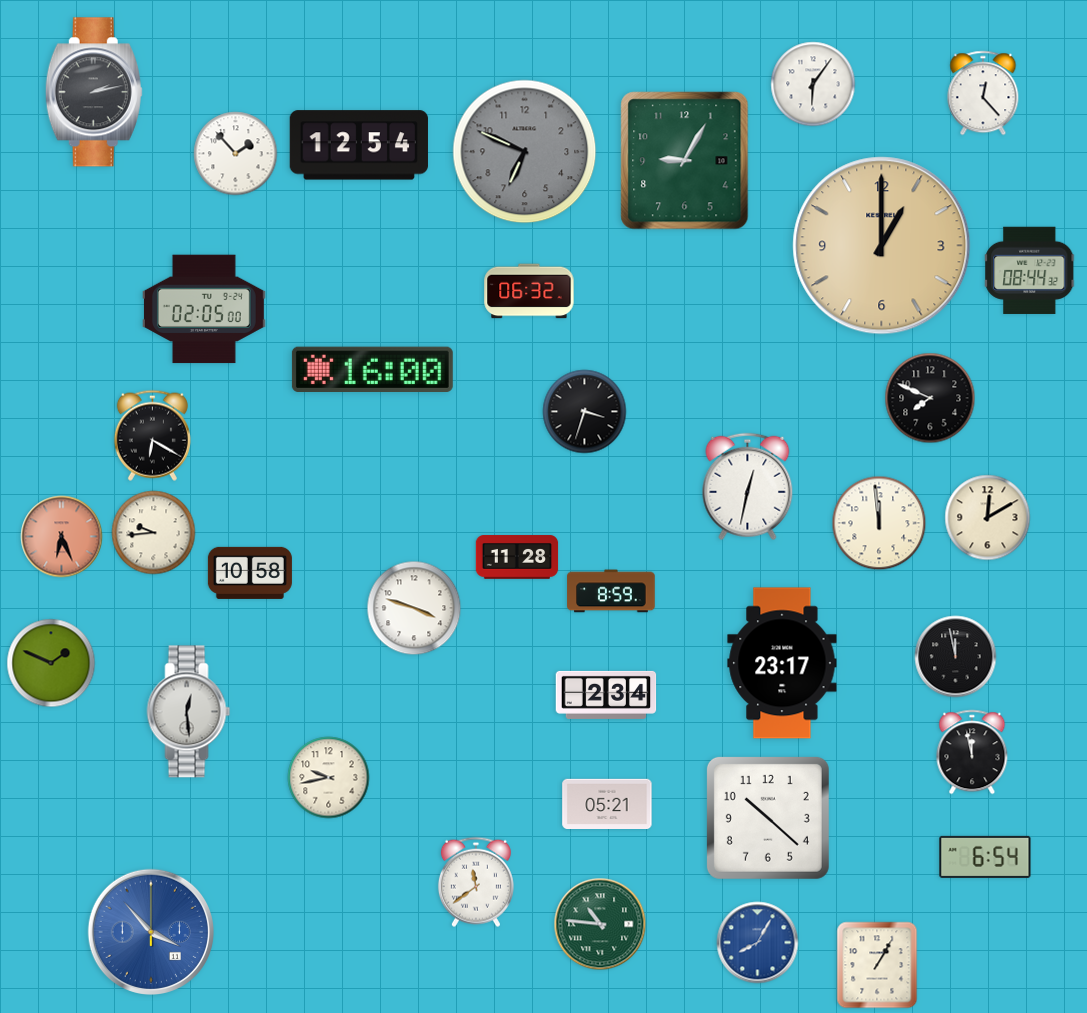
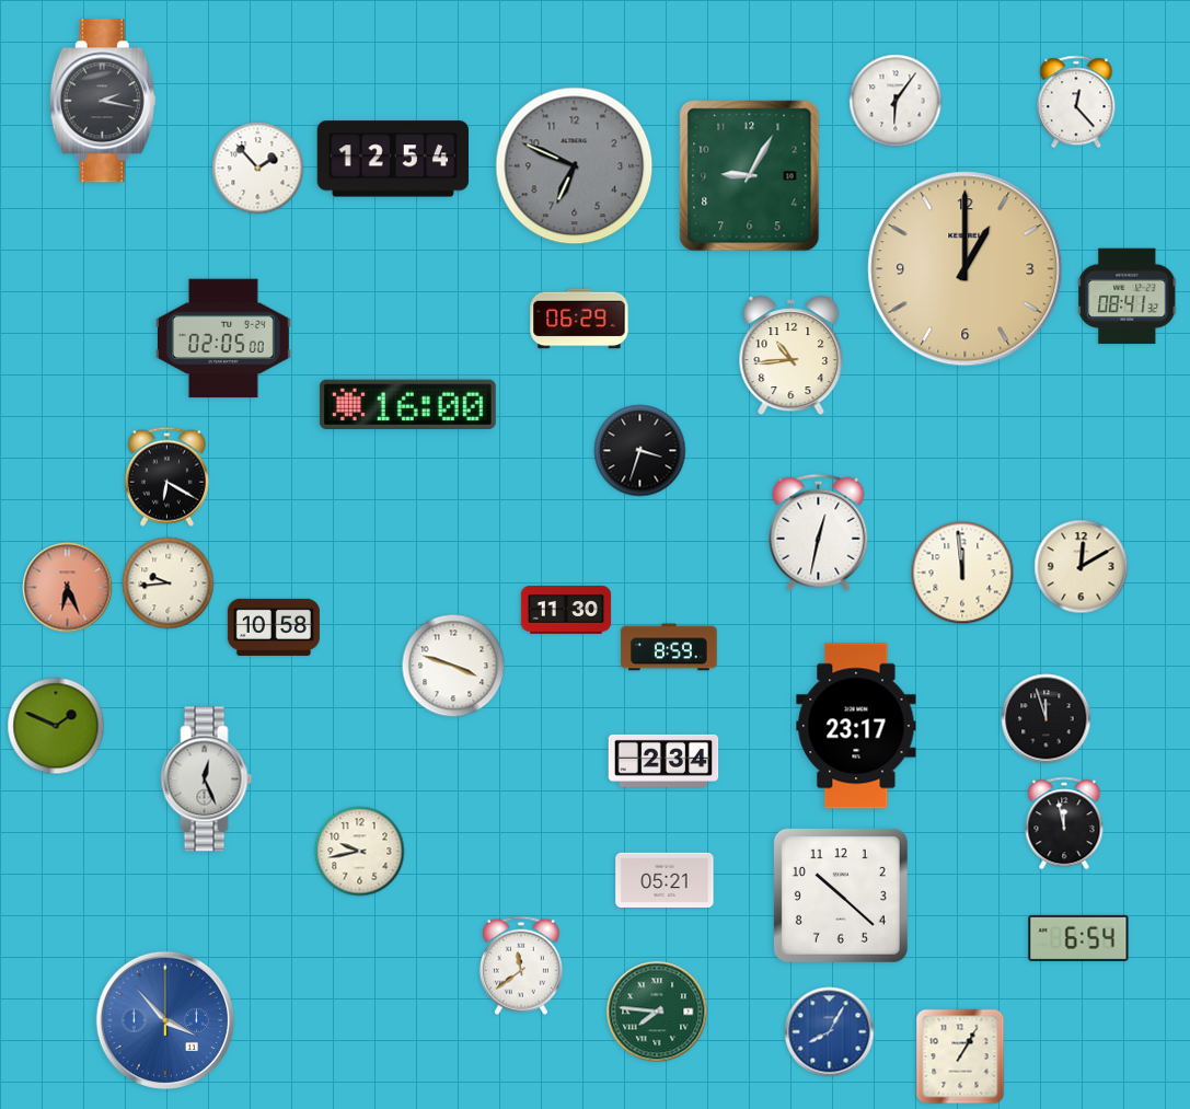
clock at (813, 84) position: (813, 84) -> (896, 101)
clock at (94, 92): 2:13 -> 2:17
clock at (1030, 270): 08:44 -> 08:41
clock at (529, 291): 06:32 -> 06:29
clock at (792, 356): none -> 10:44
clock at (930, 398): 7:49 -> none
clock at (517, 557): 11:28 -> 11:30
clock at (956, 657): 11:58 -> 11:57
clock at (189, 712): 12:29 -> 12:26
clock at (600, 924): 10:46 -> 7:46
